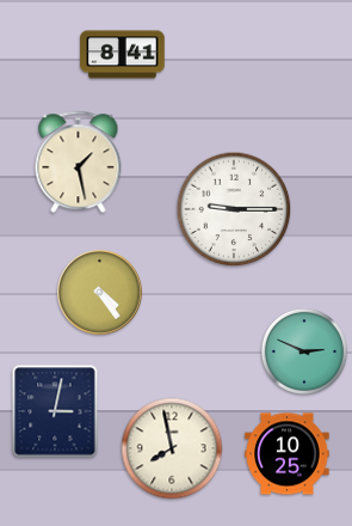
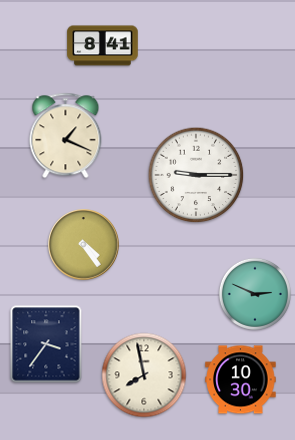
clock at (79, 163): 1:28 -> 1:19
clock at (55, 411): 3:02 -> 3:36
clock at (288, 454): 10:25 -> 10:30
